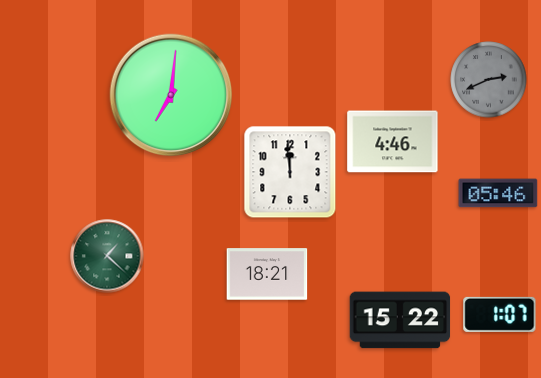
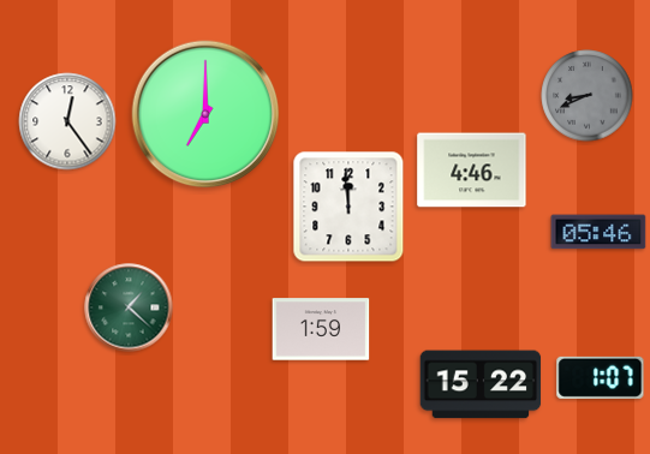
clock at (489, 80): 2:41 -> 8:41
clock at (171, 95): 7:01 -> 7:00
clock at (67, 121): none -> 12:24
clock at (267, 274): 18:21 -> 1:59
